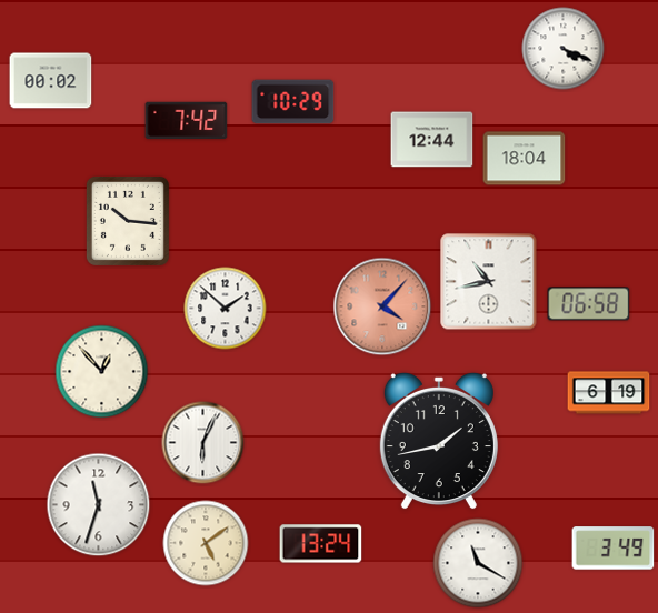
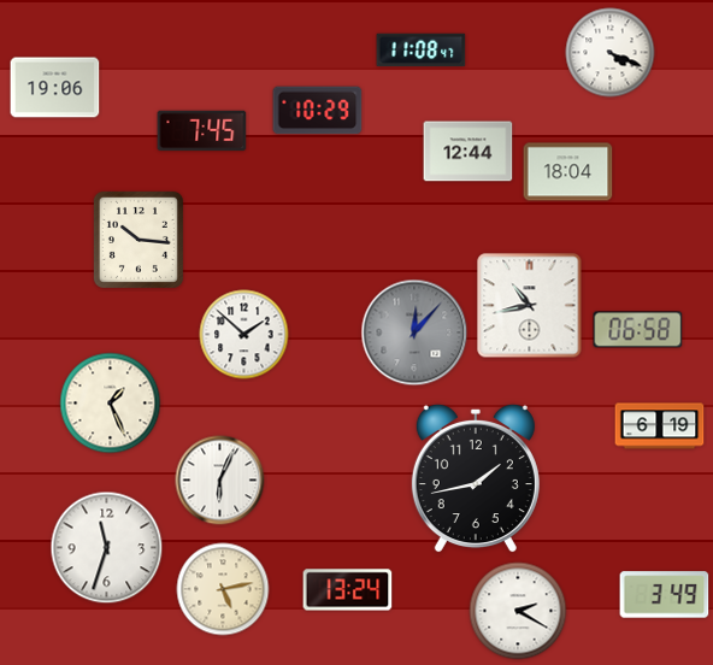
clock at (422, 51): none -> 11:08
clock at (51, 81): 00:02 -> 19:06
clock at (187, 121): 7:42 -> 7:45
clock at (382, 306): 4:07 -> 12:07
clock at (382, 306) dial: salmon -> grey
clock at (102, 372): 12:53 -> 1:26
clock at (206, 543): 5:09 -> 5:13
clock at (478, 563): 11:20 -> 2:20
